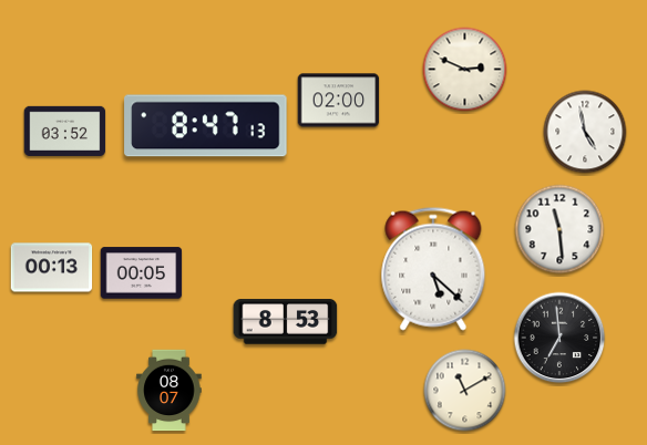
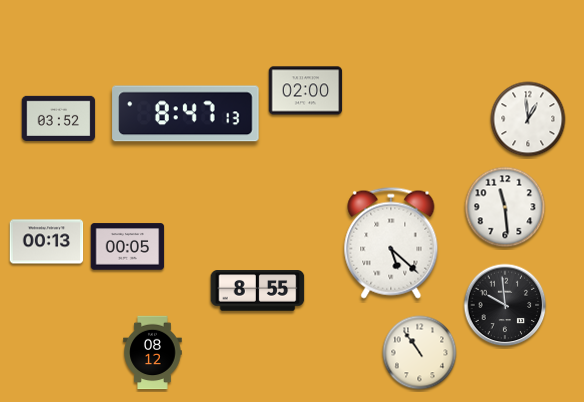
clock at (465, 70): 2:49 -> none
clock at (585, 132): 4:58 -> 12:59
clock at (286, 322): 8:53 -> 8:55
clock at (559, 338): 6:59 -> 9:59
clock at (170, 391): 08:07 -> 08:12
clock at (465, 391): 11:10 -> 10:54
